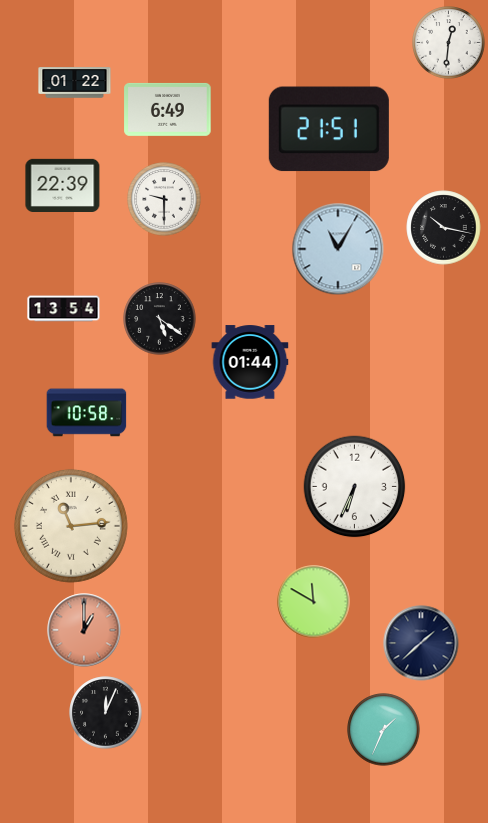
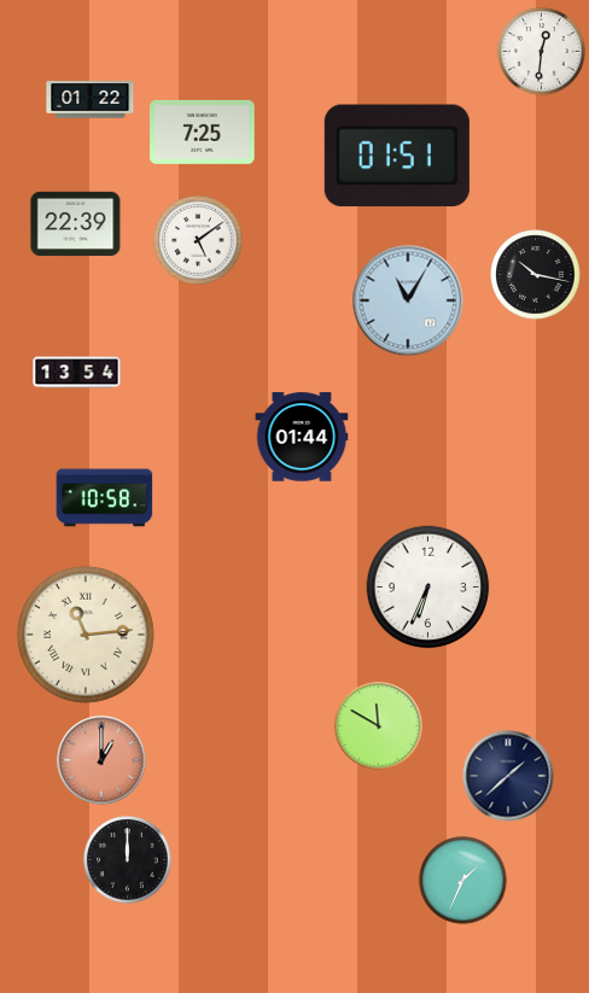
clock at (168, 109): 6:49 -> 7:25
clock at (329, 129): 21:51 -> 01:51
clock at (164, 199): 9:30 -> 5:09
clock at (160, 319): 5:21 -> none
clock at (106, 713): 12:04 -> 12:00
